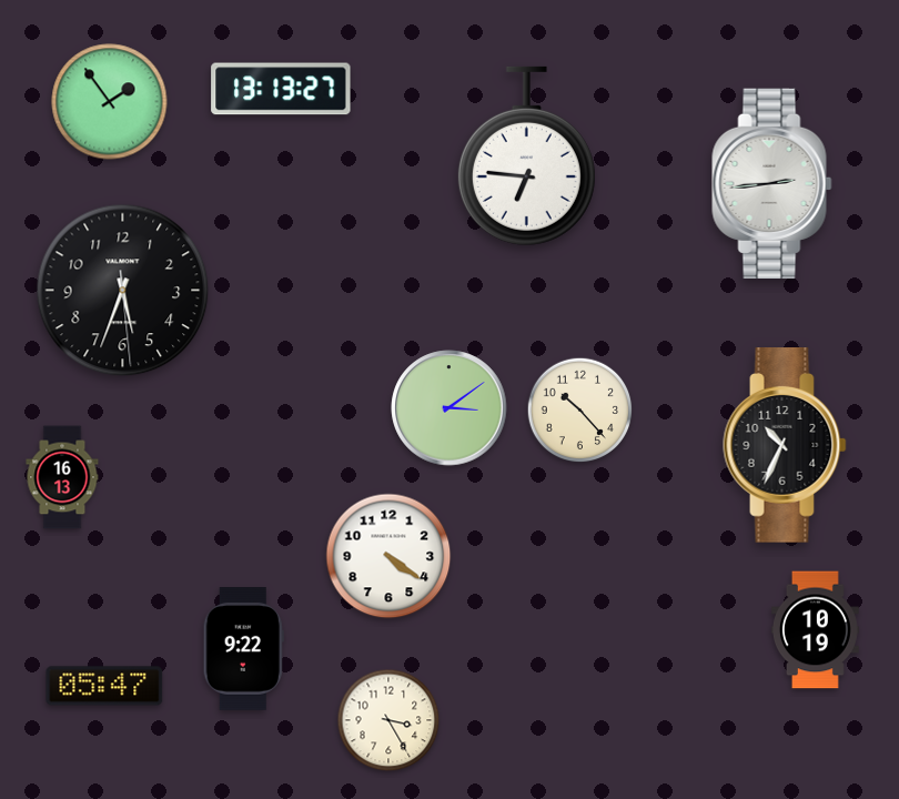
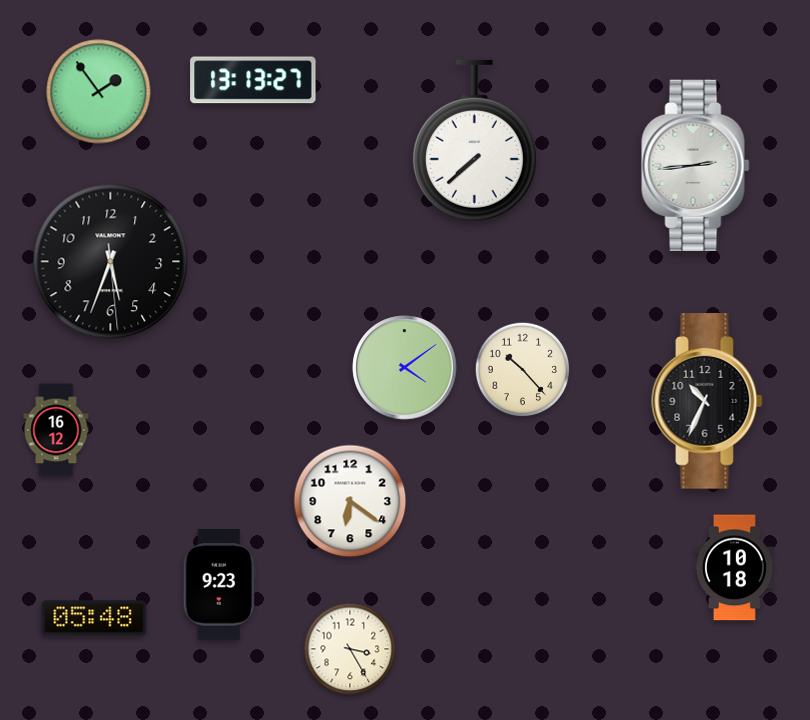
clock at (526, 155): 6:46 -> 7:38
clock at (449, 408): 3:09 -> 4:09
clock at (62, 477): 16:13 -> 16:12
clock at (388, 556): 4:21 -> 6:21
clock at (815, 630): 10:19 -> 10:18
clock at (243, 649): 9:22 -> 9:23
clock at (104, 686): 05:47 -> 05:48
